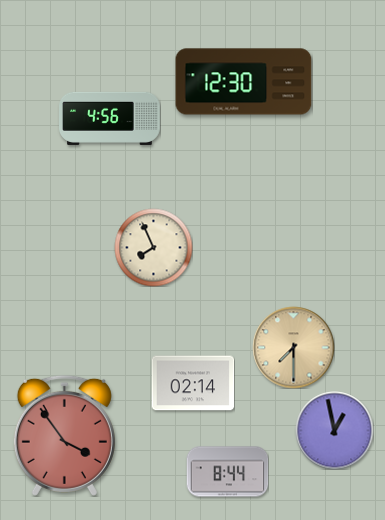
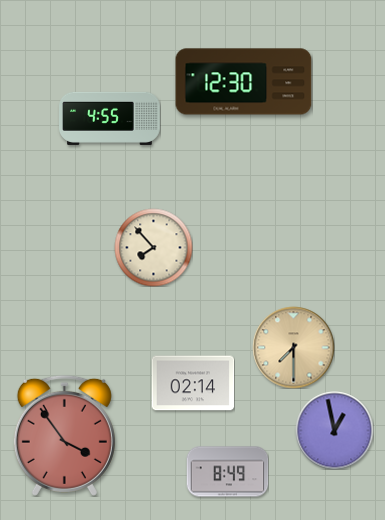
clock at (110, 118): 4:56 -> 4:55
clock at (153, 247): 7:56 -> 7:53
clock at (227, 472): 8:44 -> 8:49
